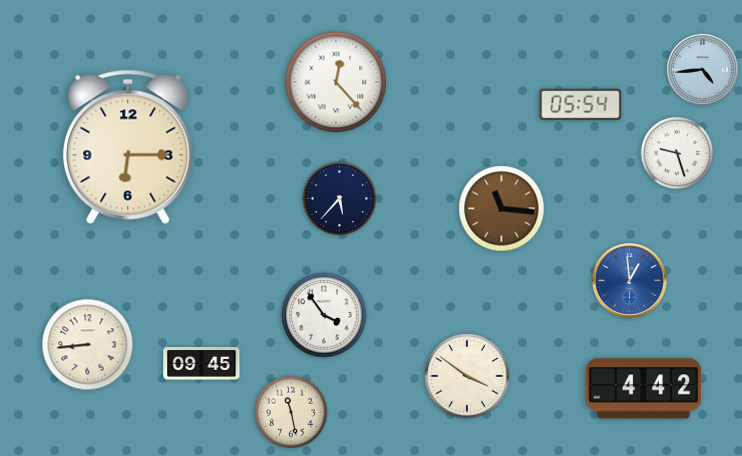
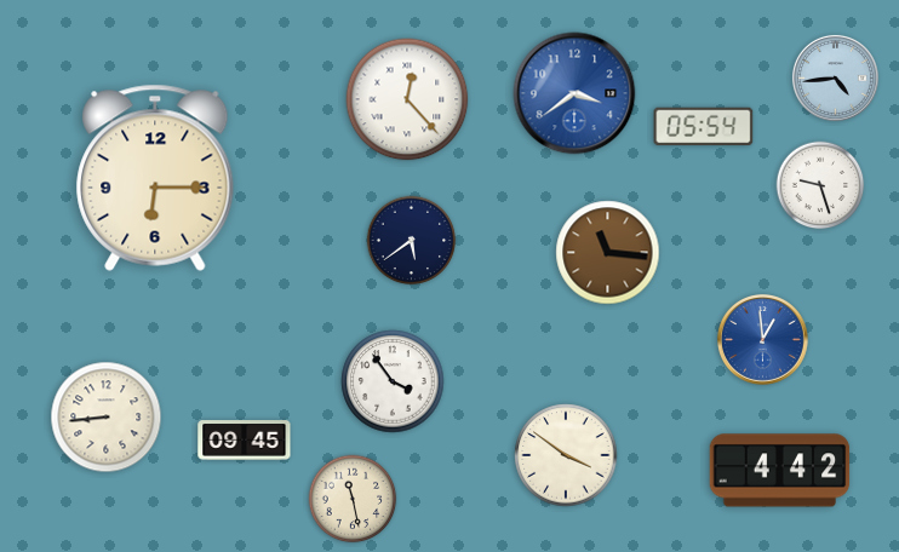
clock at (702, 69) position: (702, 69) -> (835, 77)
clock at (574, 93): none -> 3:39
clock at (340, 199): 5:37 -> 5:39
